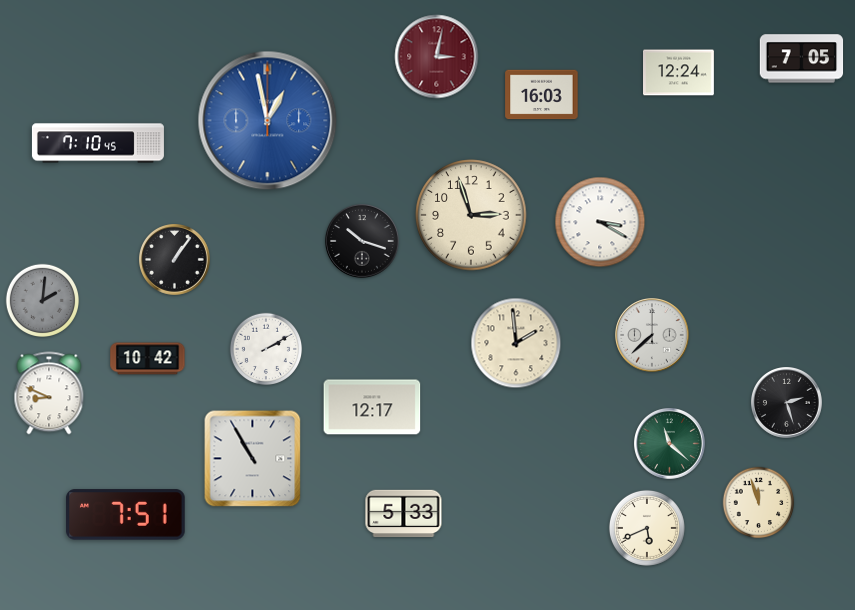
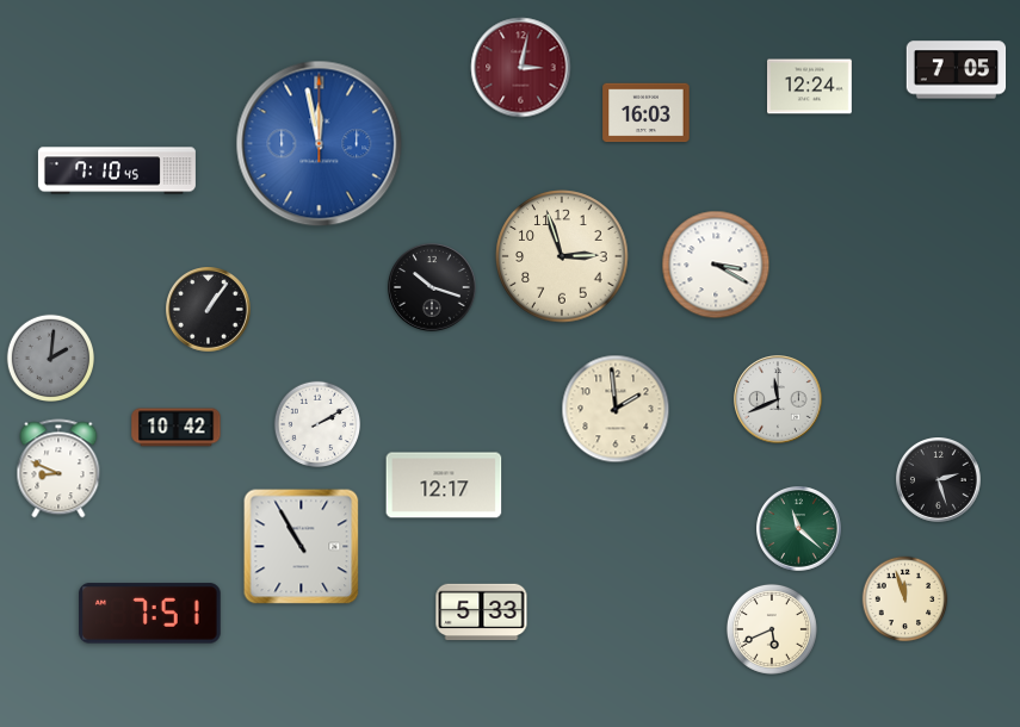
clock at (268, 121): 12:58 -> 11:58
clock at (652, 335): 7:38 -> 11:41
clock at (266, 349) position: (266, 349) -> (317, 424)
